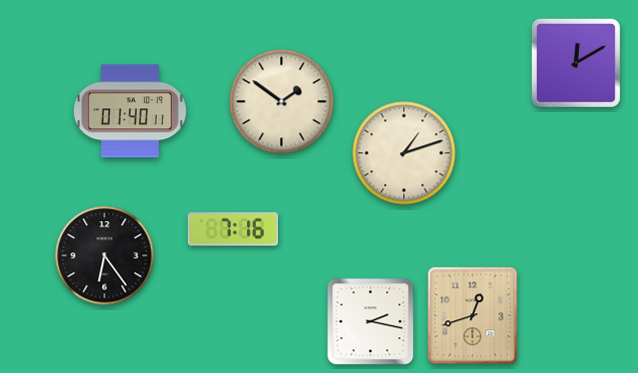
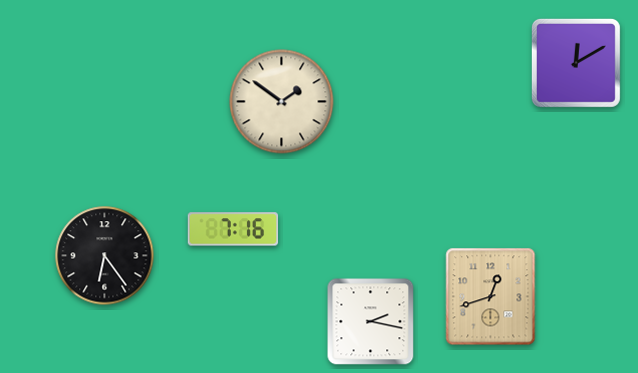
clock at (131, 111): 01:40 -> none
clock at (404, 153): 1:12 -> none
clock at (473, 316) position: (473, 316) -> (491, 297)
